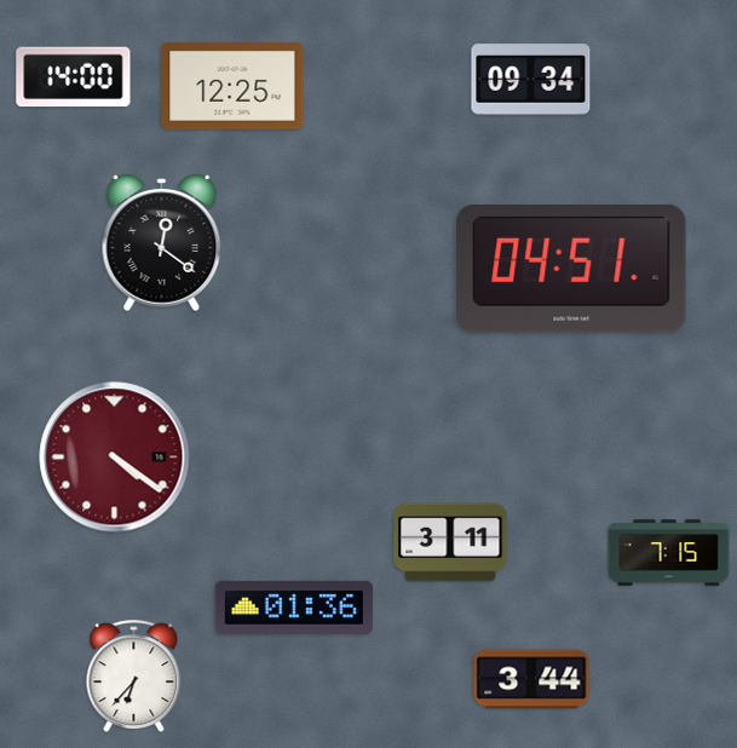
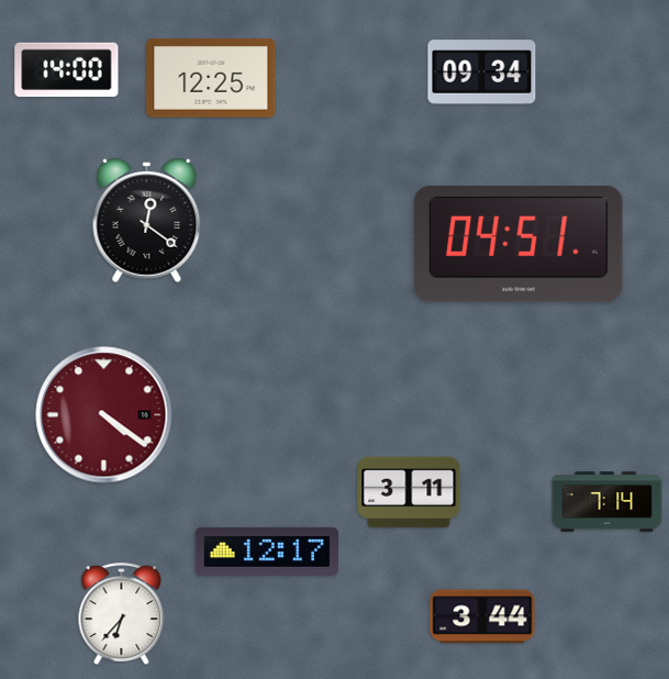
clock at (669, 553): 7:15 -> 7:14
clock at (294, 608): 01:36 -> 12:17
